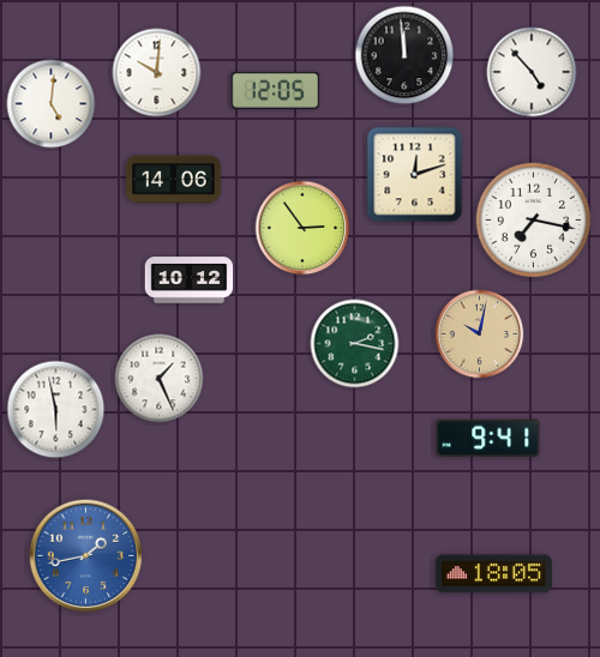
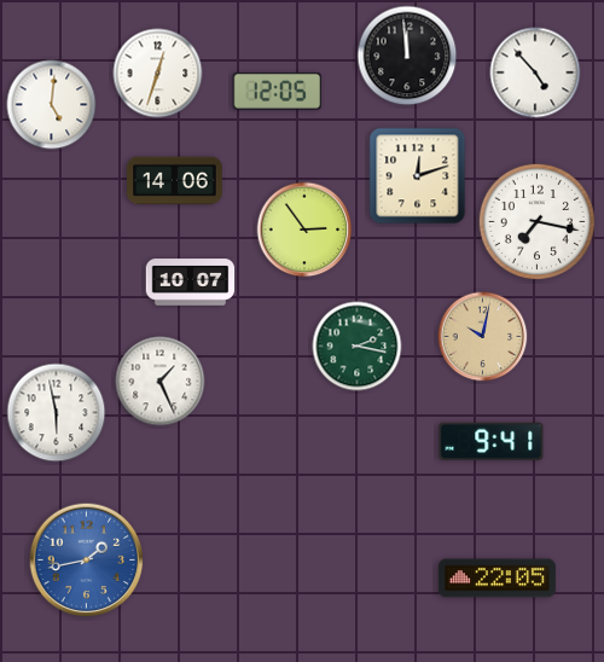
clock at (157, 73): 10:01 -> 12:33
clock at (190, 281): 10:12 -> 10:07
clock at (493, 574): 18:05 -> 22:05
